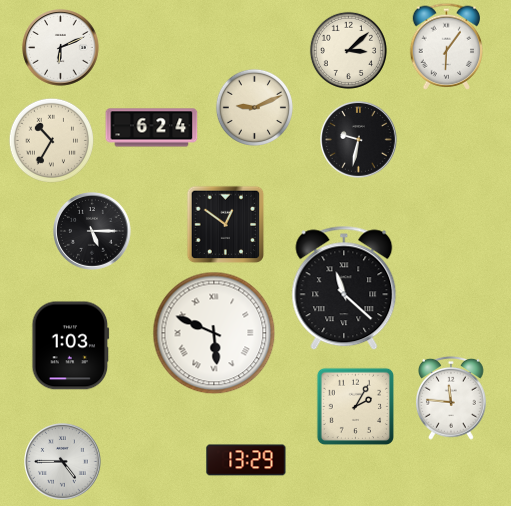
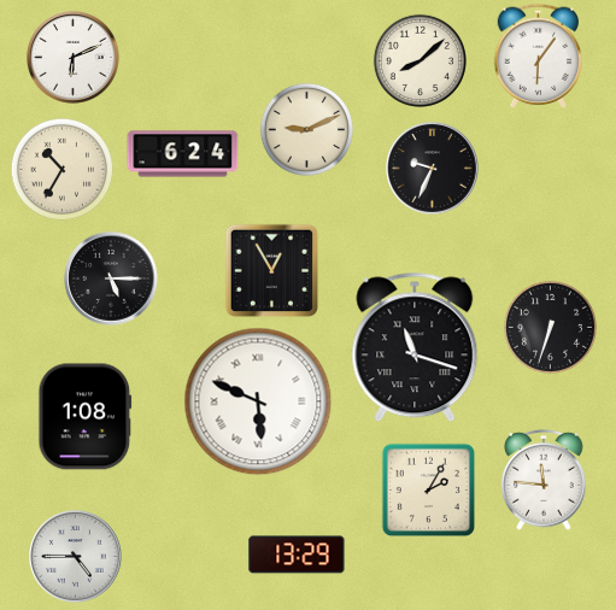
clock at (348, 50): 3:08 -> 8:08
clock at (359, 140): 9:32 -> 9:34
clock at (225, 224): 12:51 -> 12:55
clock at (550, 327): none -> 6:33
clock at (344, 288): 11:22 -> 11:18
clock at (71, 346): 1:03 -> 1:08
